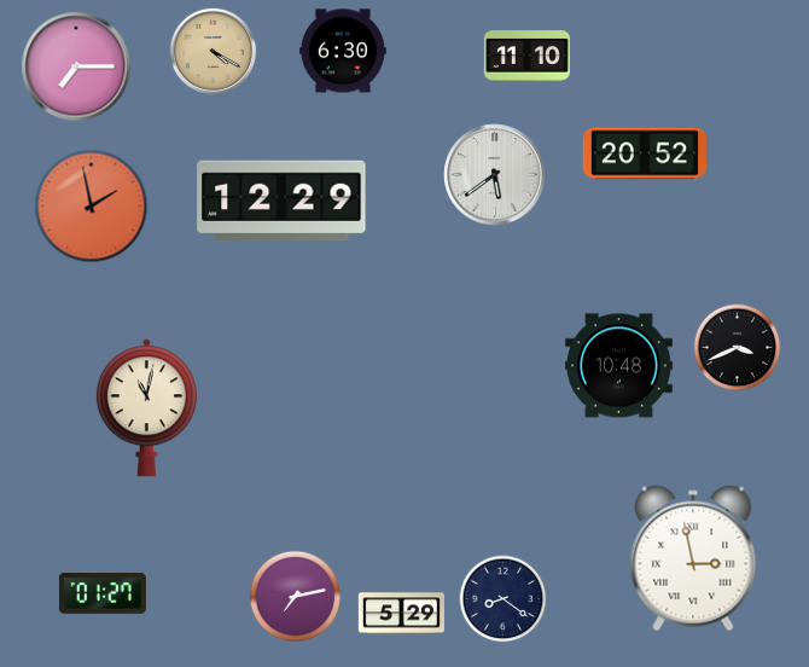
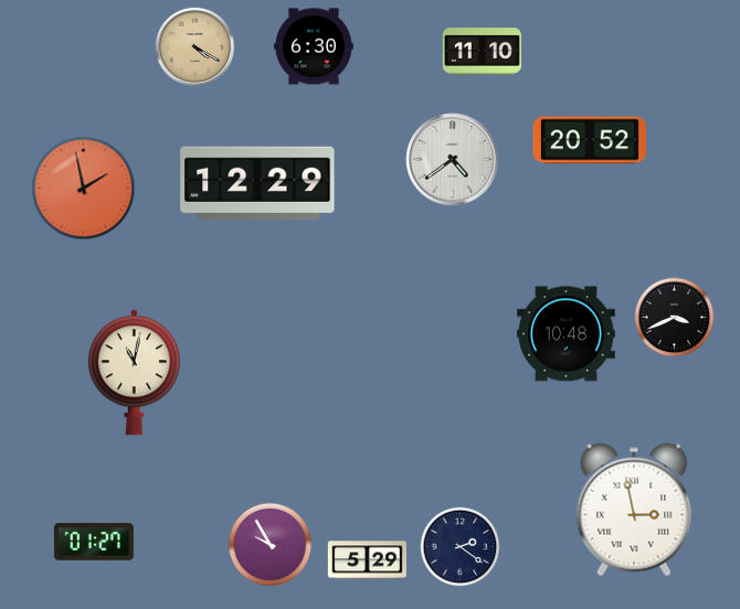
clock at (76, 66): 7:15 -> none
clock at (495, 175): 5:39 -> 4:39
clock at (296, 597): 7:13 -> 9:55
clock at (504, 599): 8:21 -> 2:21
